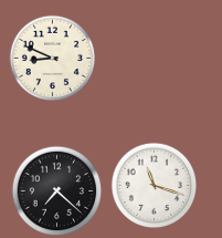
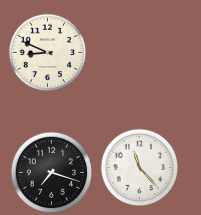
clock at (154, 185): 11:18 -> 11:23
clock at (56, 190): 7:22 -> 7:18
